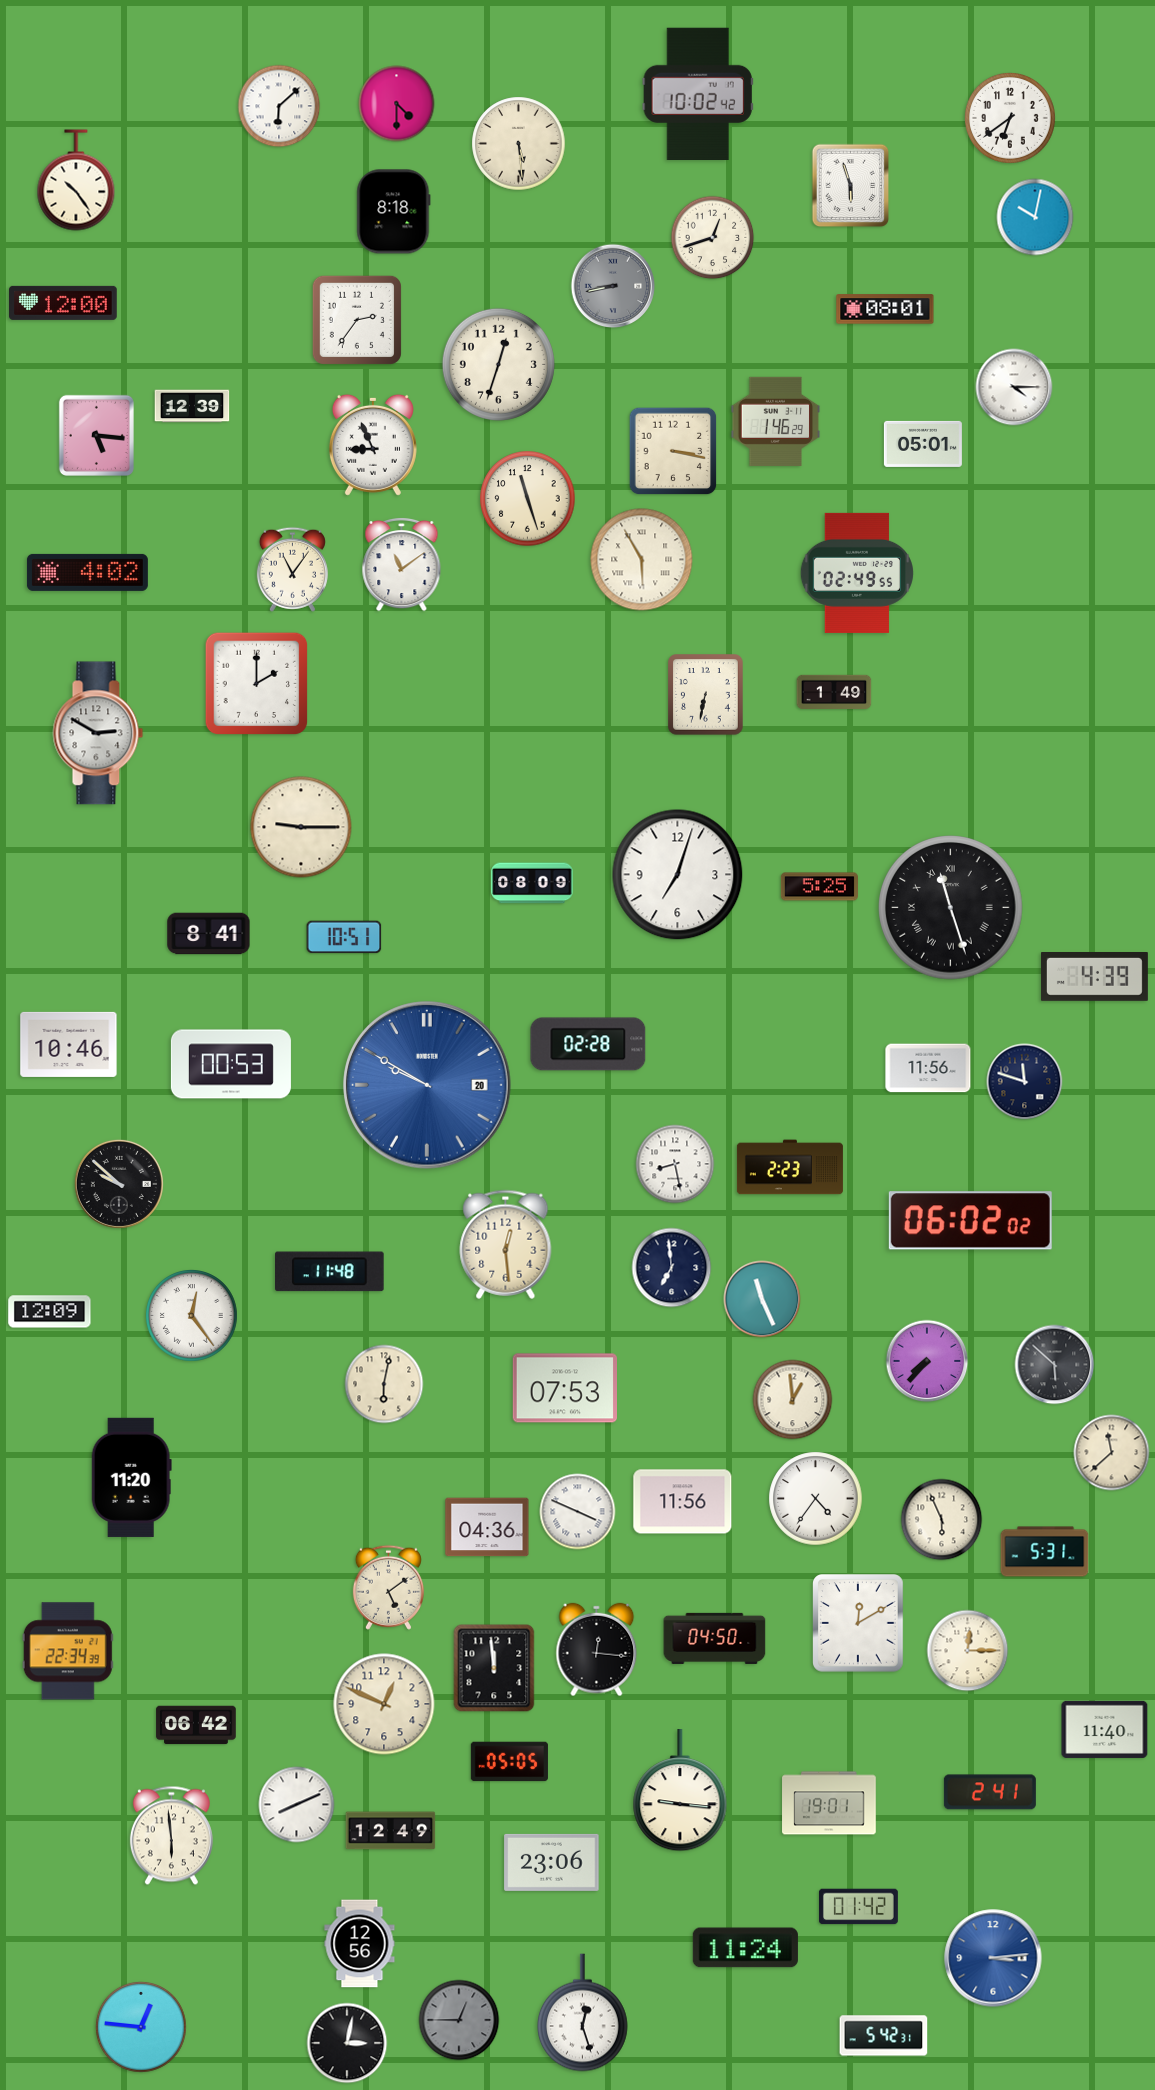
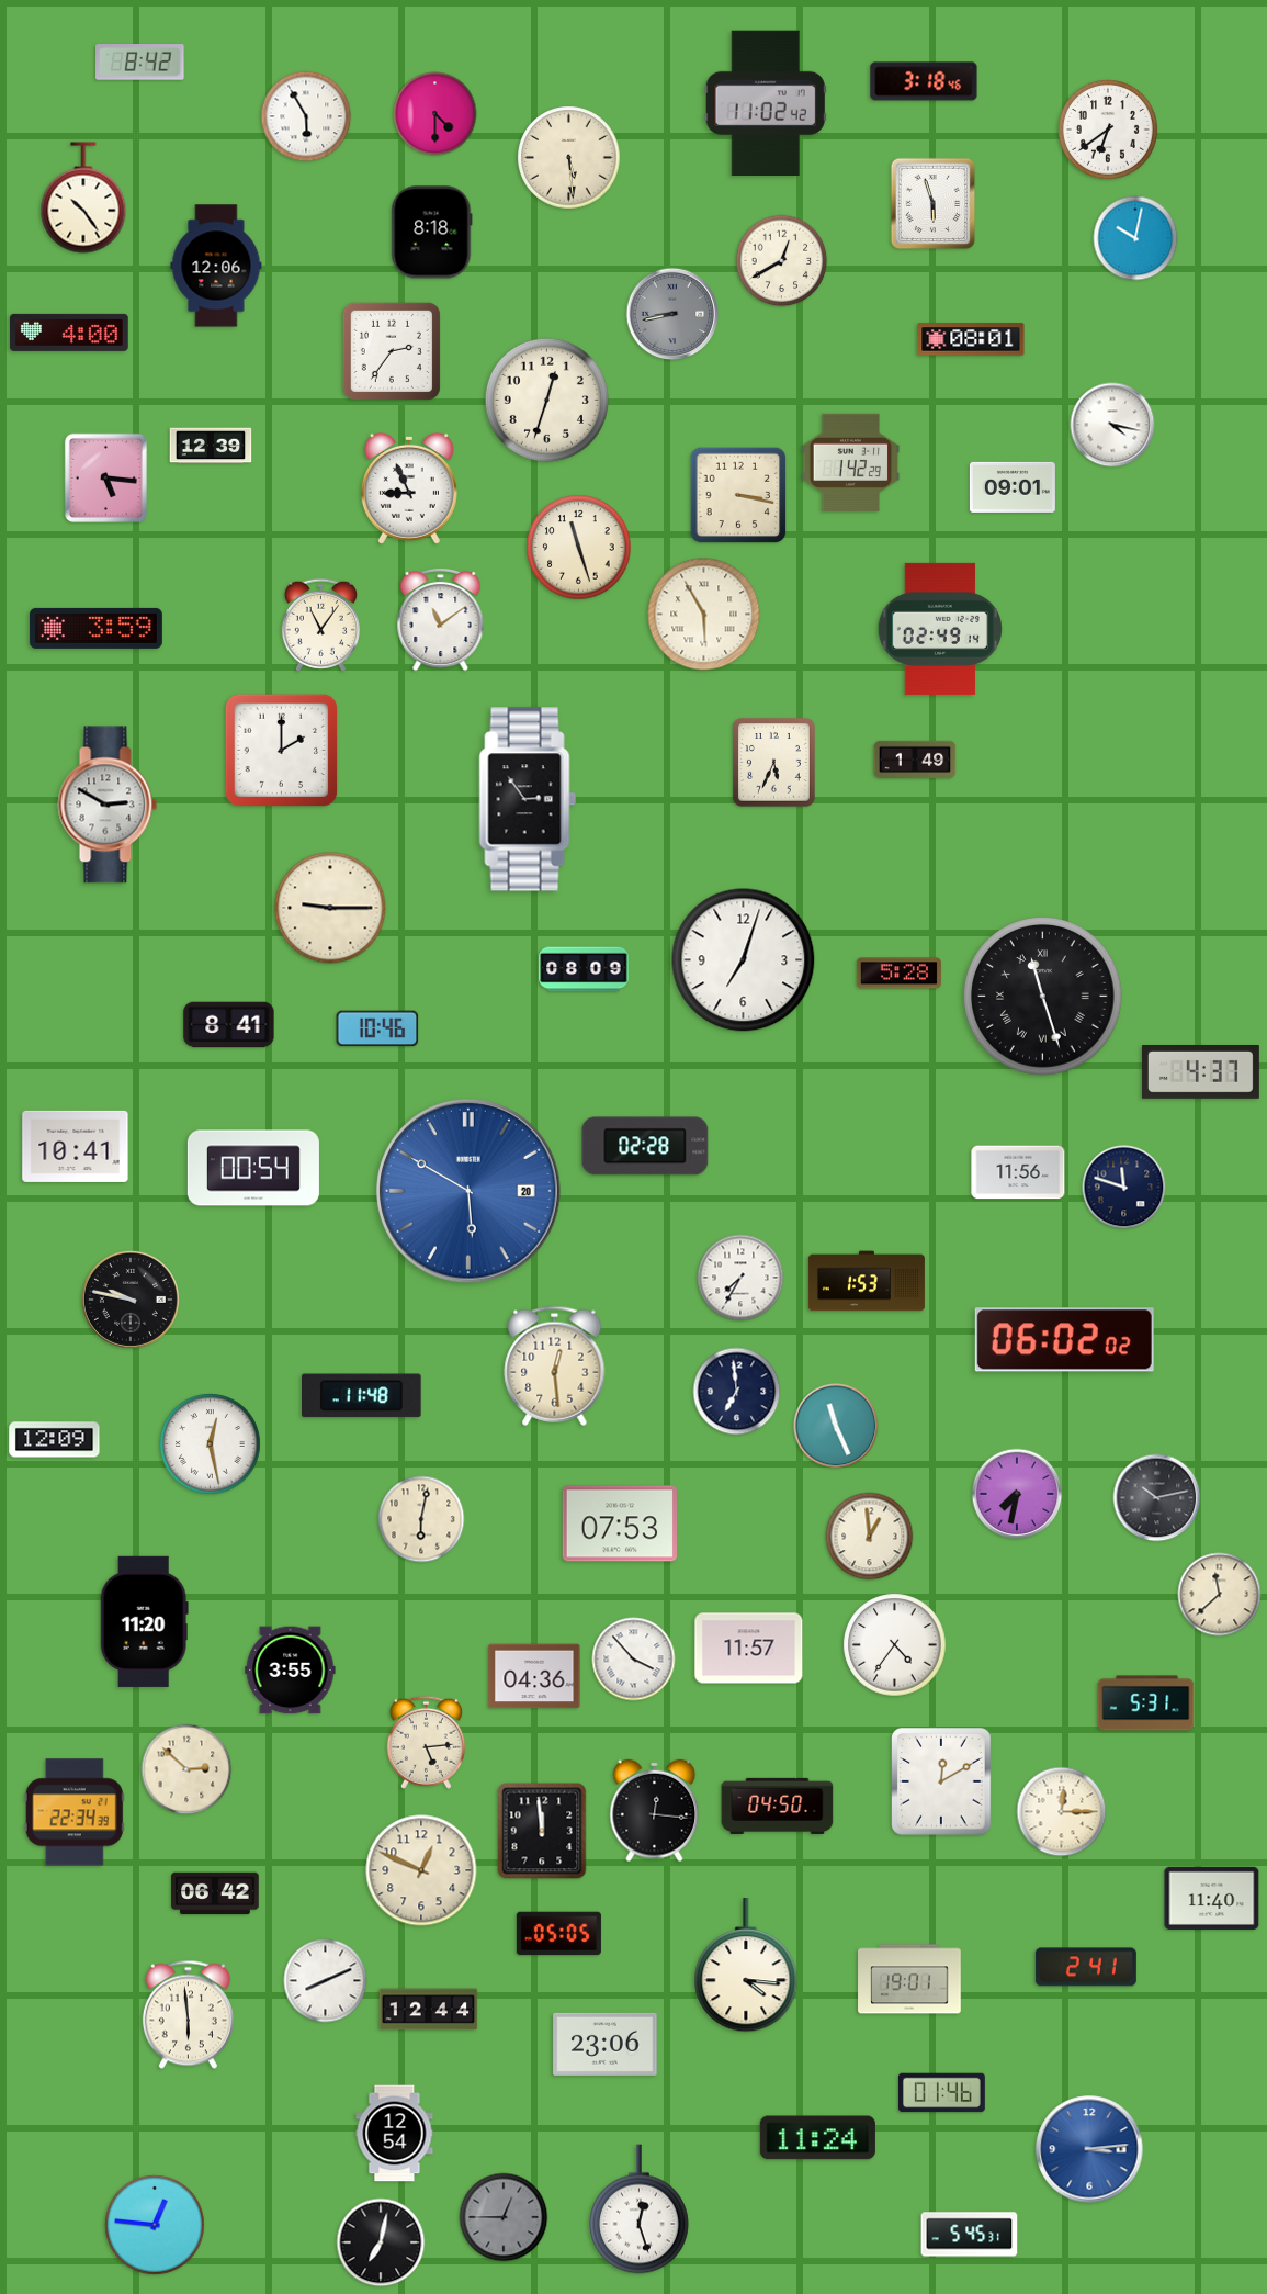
clock at (140, 63): none -> 8:42
clock at (924, 81): none -> 3:18
clock at (698, 93): 10:02 -> 11:02
clock at (279, 106): 6:08 -> 5:55
clock at (713, 238): 12:42 -> 12:40
clock at (216, 266): none -> 12:06
clock at (64, 303): 12:00 -> 4:00
clock at (1014, 387): 4:15 -> 4:17
clock at (776, 421): 1:46 -> 1:42
clock at (923, 444): 05:01 -> 09:01
clock at (87, 572): 4:02 -> 3:59
clock at (857, 573): 02:49:55 -> 02:49:14
clock at (706, 695): 6:32 -> 5:34
clock at (528, 799): none -> 2:54
clock at (819, 887): 5:25 -> 5:28
clock at (344, 937): 10:51 -> 10:46
clock at (1094, 977): 4:39 -> 4:37
clock at (69, 1044): 10:46 -> 10:41
clock at (231, 1064): 00:53 -> 00:54
clock at (427, 1085): 9:50 -> 5:50
clock at (675, 1164): 8:28 -> 7:35
clock at (790, 1167): 2:23 -> 1:53
clock at (119, 1184): 9:52 -> 9:47
clock at (192, 1316): 12:24 -> 12:28
clock at (927, 1361): 7:37 -> 7:32
clock at (1055, 1365): 5:52 -> 10:13
clock at (683, 1502): 11:56 -> 11:57
clock at (578, 1512): 3:49 -> 3:53
clock at (942, 1520): 5:56 -> none
clock at (291, 1671): none -> 3:55
clock at (388, 1587): 5:09 -> 5:14
clock at (186, 1769): none -> 2:52
clock at (715, 1638) position: (715, 1638) -> (778, 1806)
clock at (680, 1790): 9:16 -> 4:16
clock at (391, 1831): 12:49 -> 12:44
clock at (859, 1907): 01:42 -> 01:46
clock at (360, 1944): 12:56 -> 12:54
clock at (884, 2036): 5:42 -> 5:45
clock at (347, 2043): 3:02 -> 7:02
